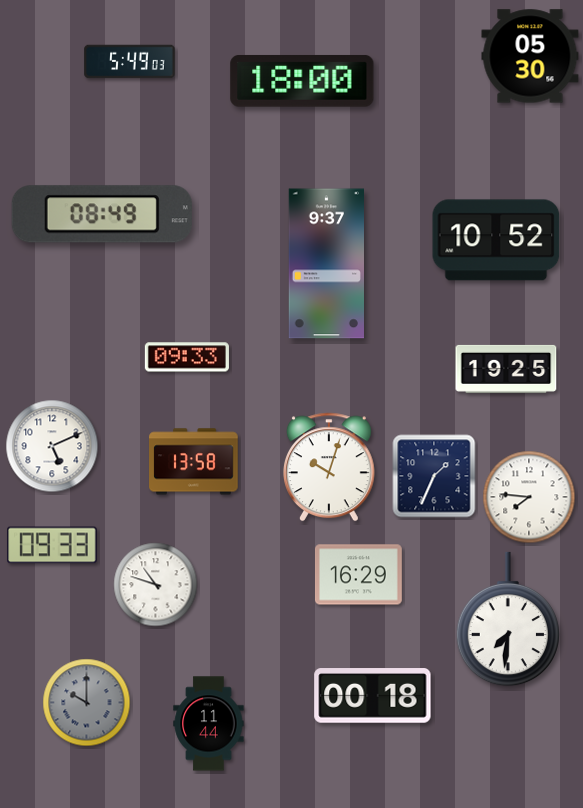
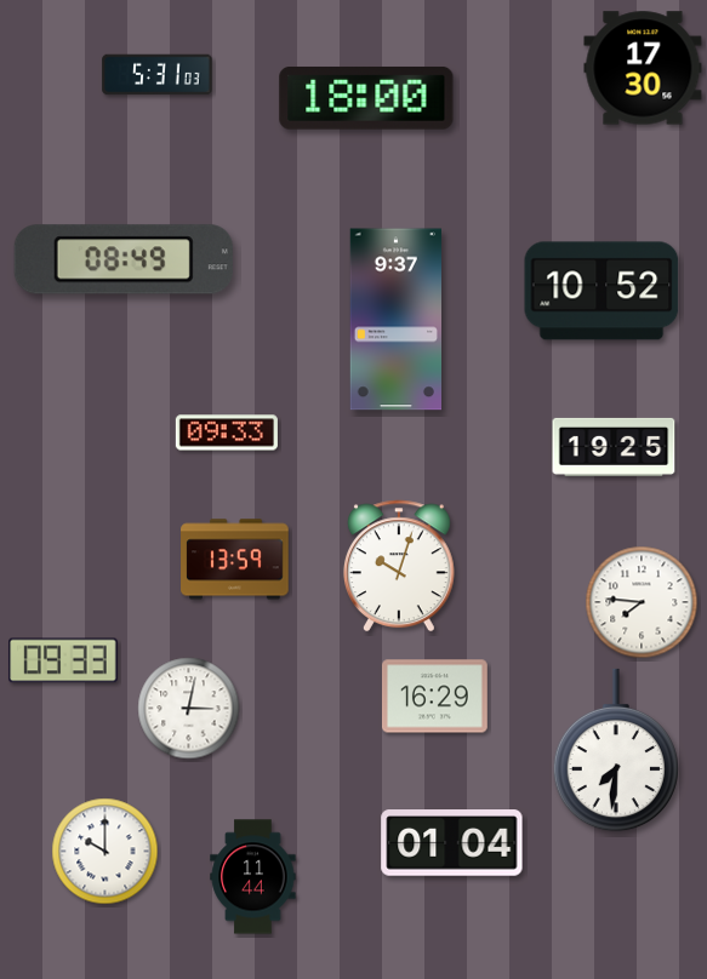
clock at (530, 56): 05:30 -> 17:30
clock at (130, 62): 5:49 -> 5:31
clock at (52, 446): 5:11 -> none
clock at (194, 462): 13:58 -> 13:59
clock at (434, 476): 1:34 -> none
clock at (156, 585): 10:48 -> 3:02
clock at (373, 696): 00:18 -> 01:04
clock at (87, 703) dial: grey -> white
